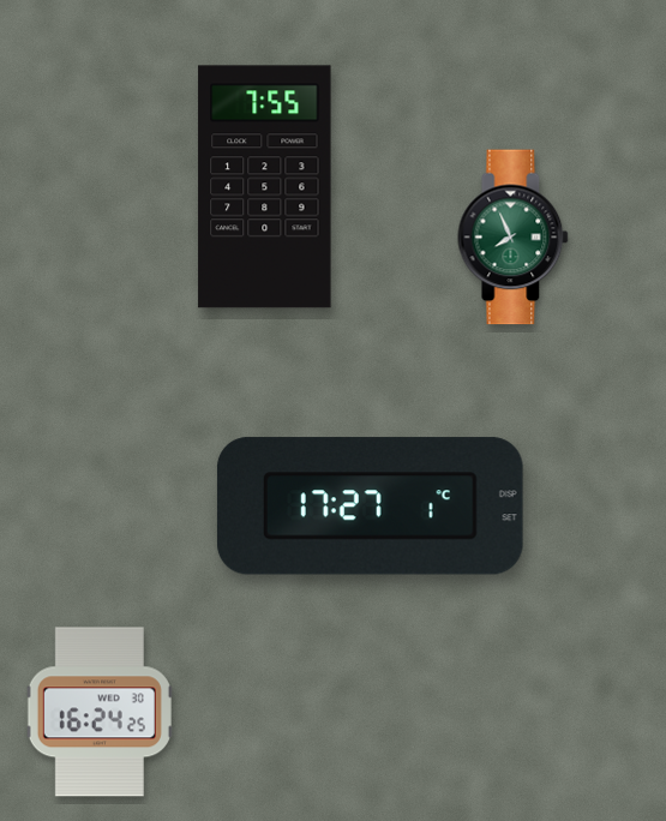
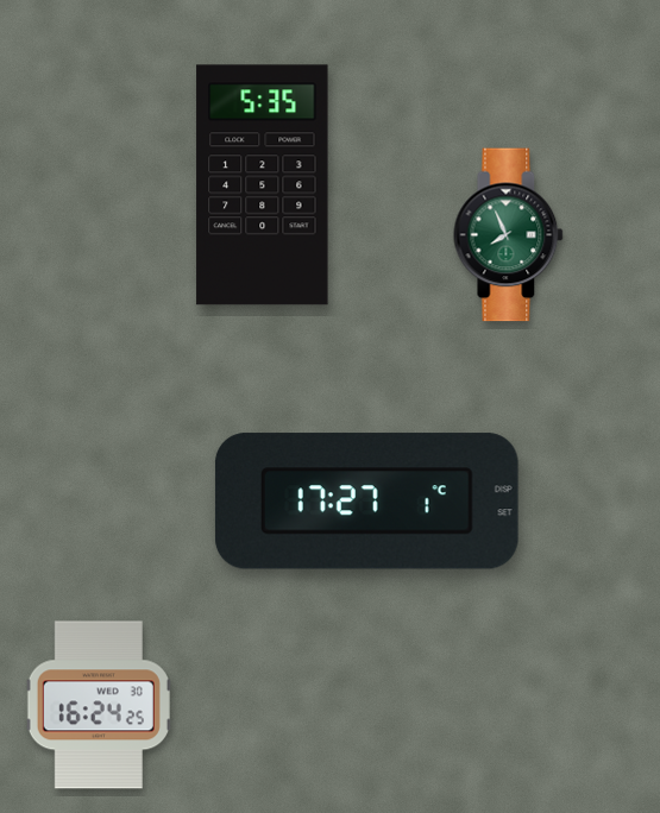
clock at (265, 187): 7:55 -> 5:35
